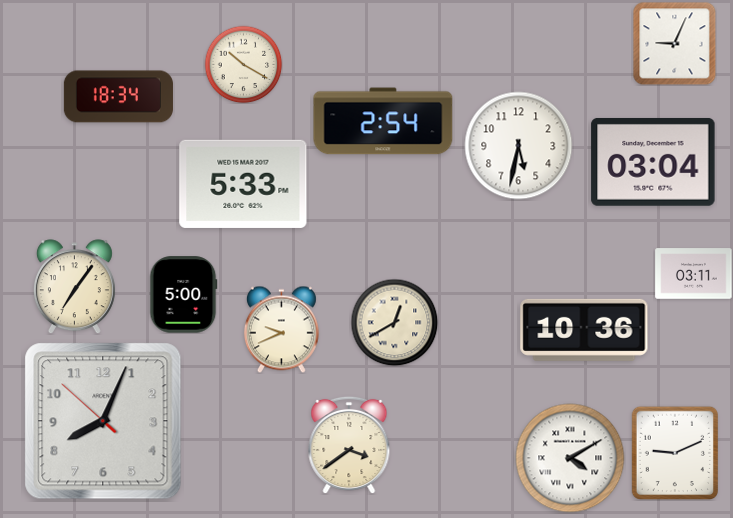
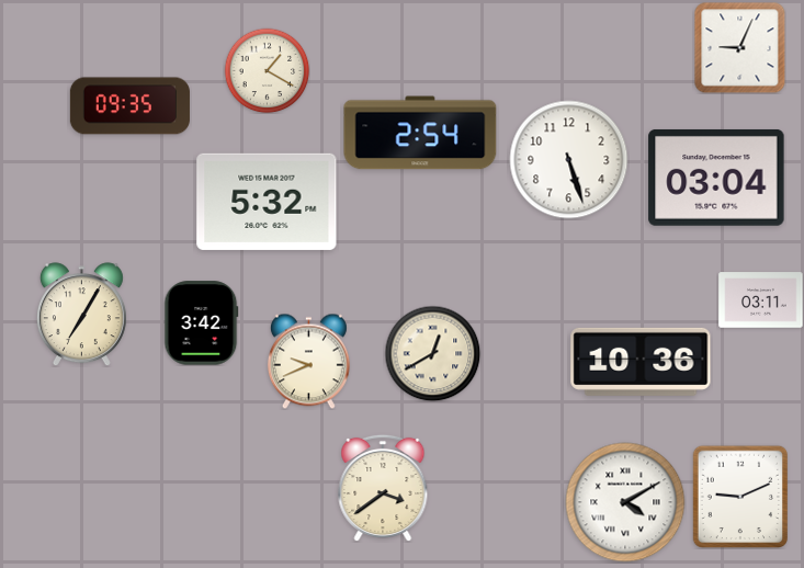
clock at (243, 64): 10:20 -> 1:20
clock at (118, 97): 18:34 -> 09:35
clock at (519, 146): 5:32 -> 5:27
clock at (243, 184): 5:33 -> 5:32
clock at (74, 287): 7:06 -> 7:05
clock at (183, 295): 5:00 -> 3:42
clock at (103, 421): 8:03 -> none
